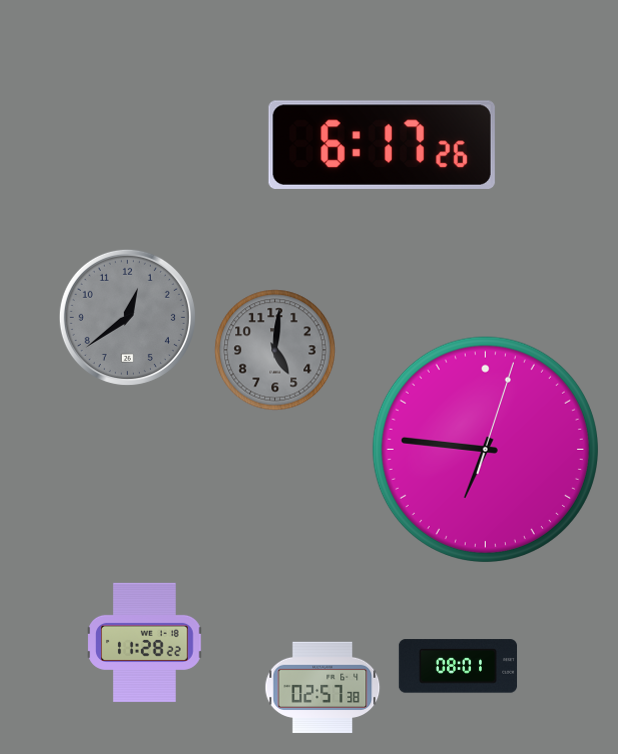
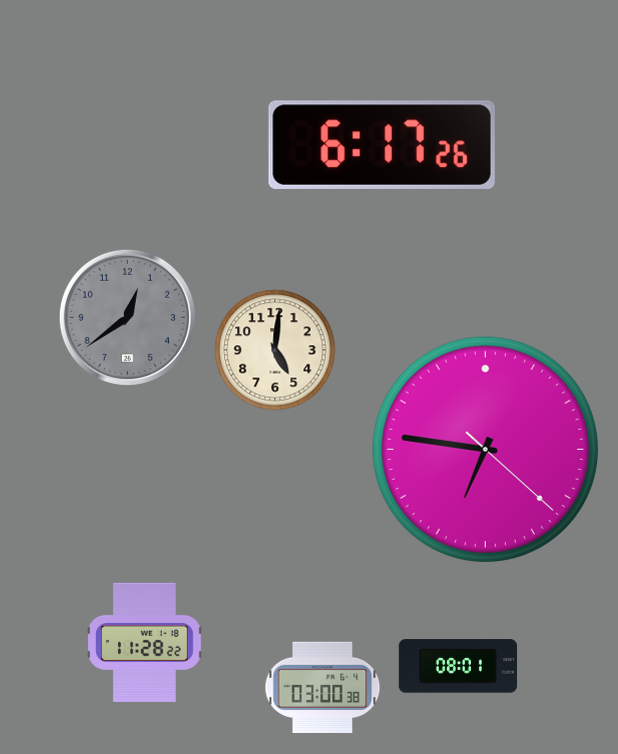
clock at (275, 350) dial: grey -> cream
clock at (485, 449): 6:46:03 -> 6:46:22
clock at (323, 687): 02:57 -> 03:00
